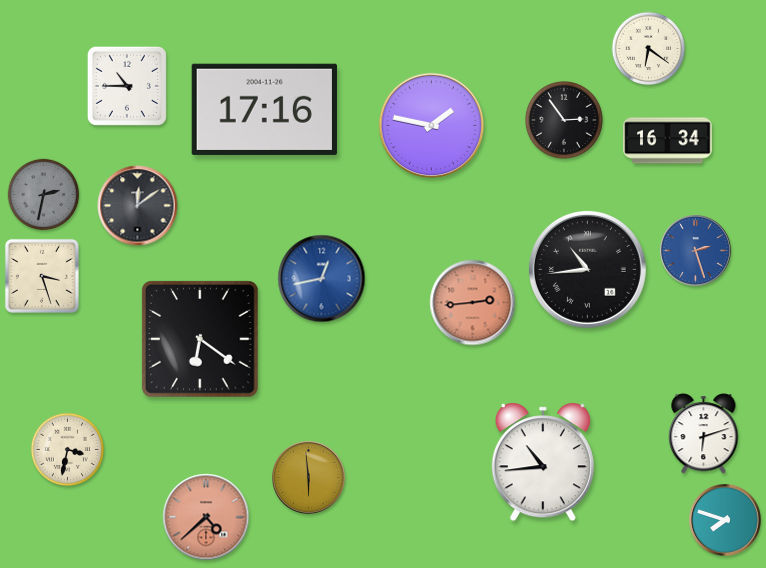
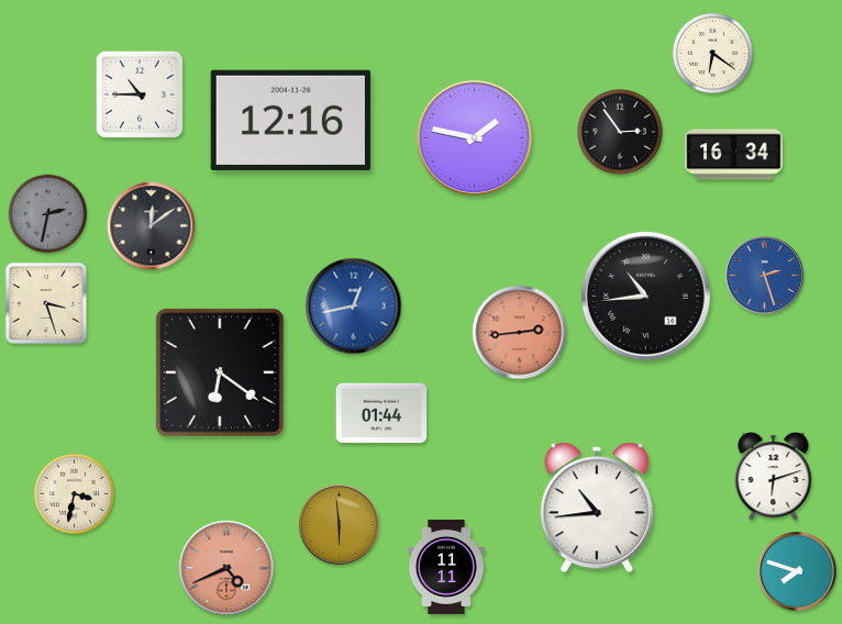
clock at (264, 109): 17:16 -> 12:16
clock at (381, 413): none -> 01:44
clock at (446, 567): none -> 11:11
clock at (206, 517): 4:38 -> 4:41
